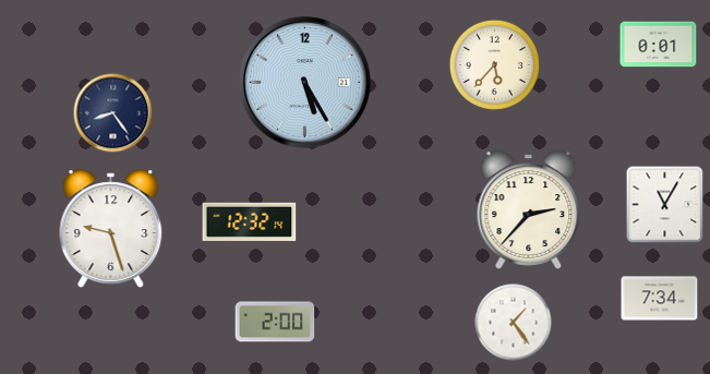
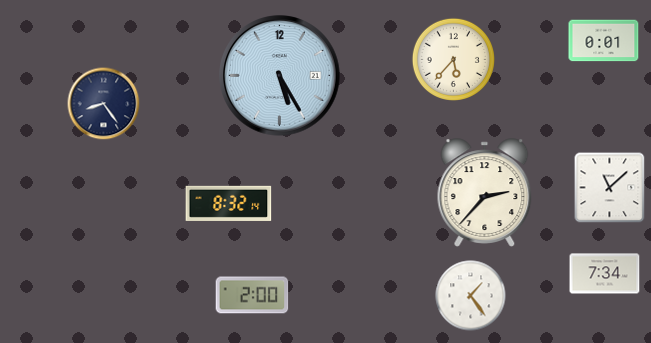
clock at (665, 205): 11:05 -> 11:08
clock at (250, 221): 12:32 -> 8:32
clock at (111, 229): 9:27 -> none
